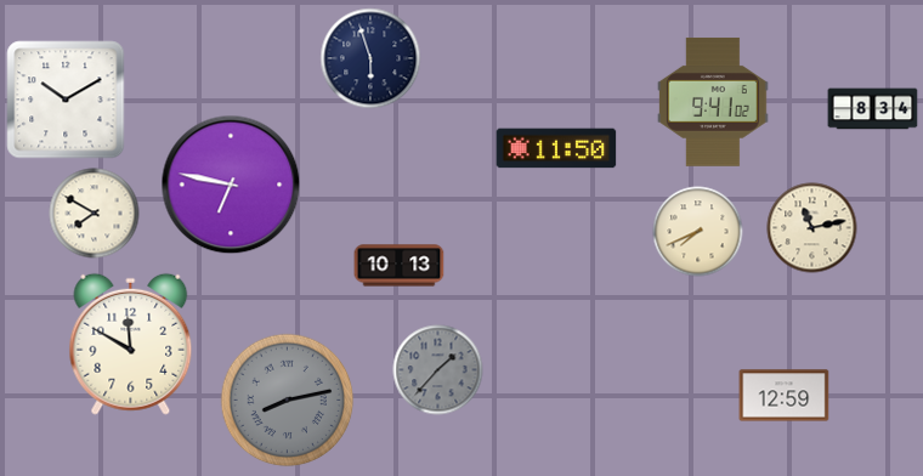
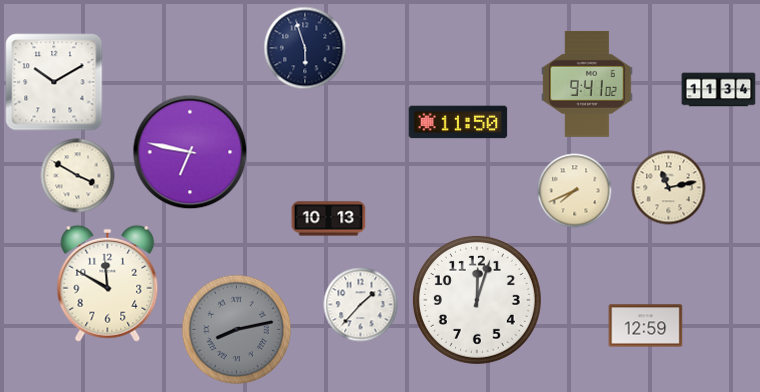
clock at (873, 109): 8:34 -> 11:34
clock at (95, 214): 7:50 -> 3:50
clock at (477, 300): none -> 12:03
clock at (438, 370) dial: grey -> white
